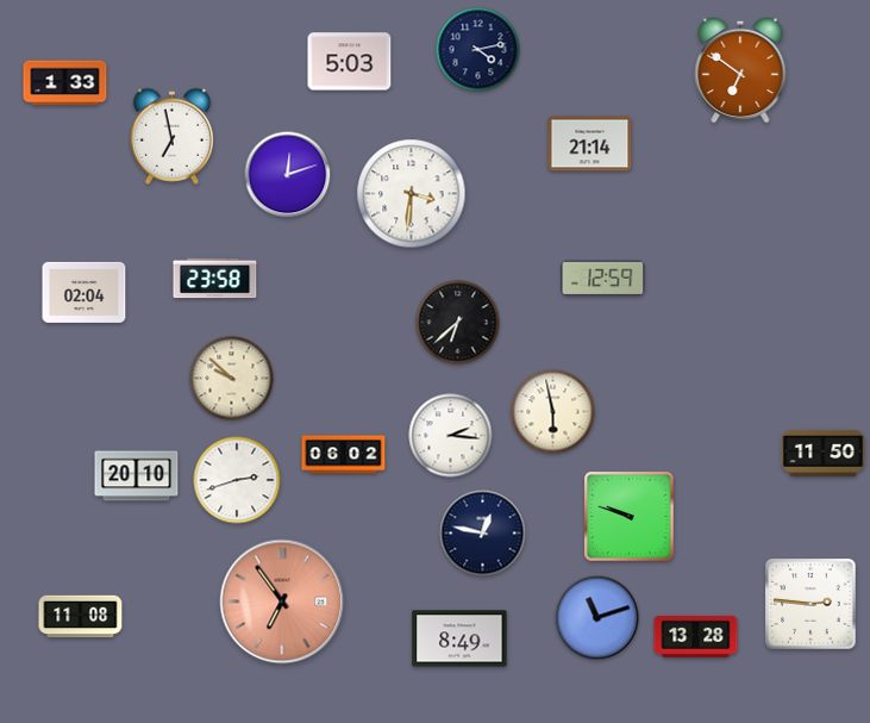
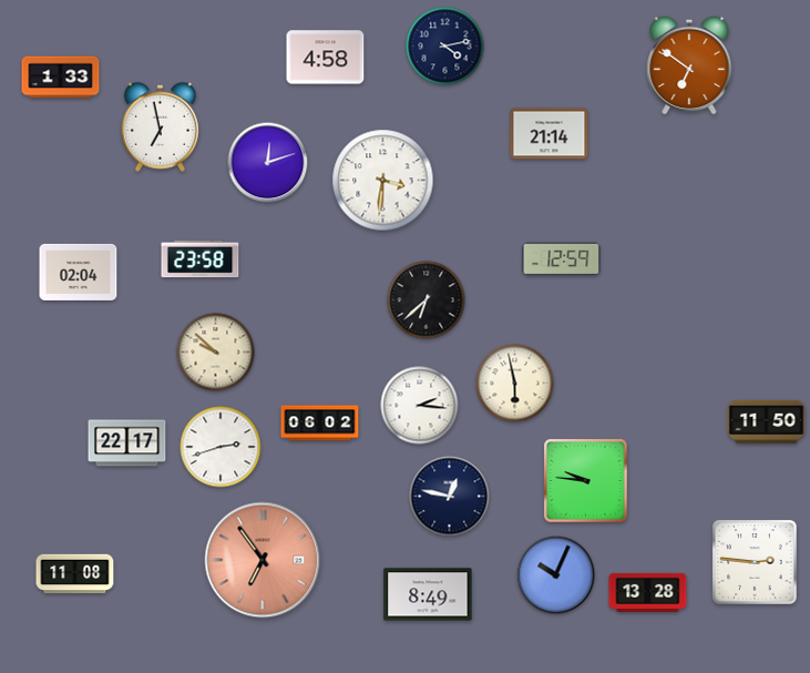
clock at (350, 62): 5:03 -> 4:58
clock at (137, 476): 20:10 -> 22:17
clock at (630, 517): 9:48 -> 9:46
clock at (597, 618): 11:12 -> 10:04
